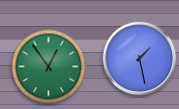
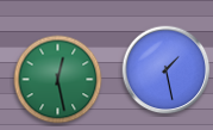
clock at (49, 67): 12:54 -> 12:28
